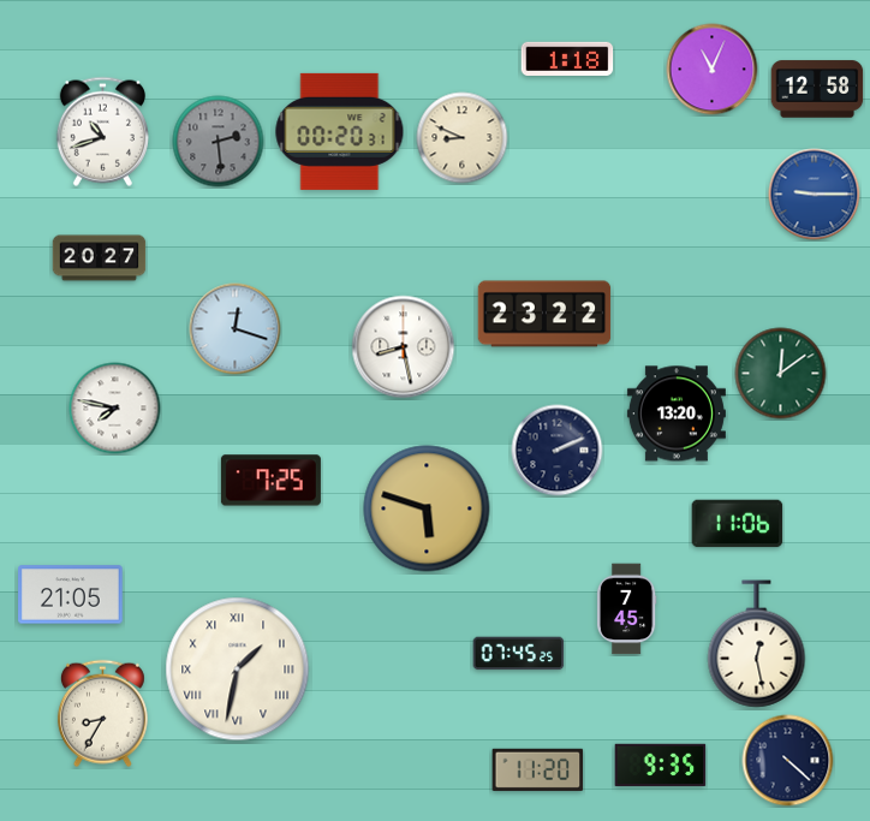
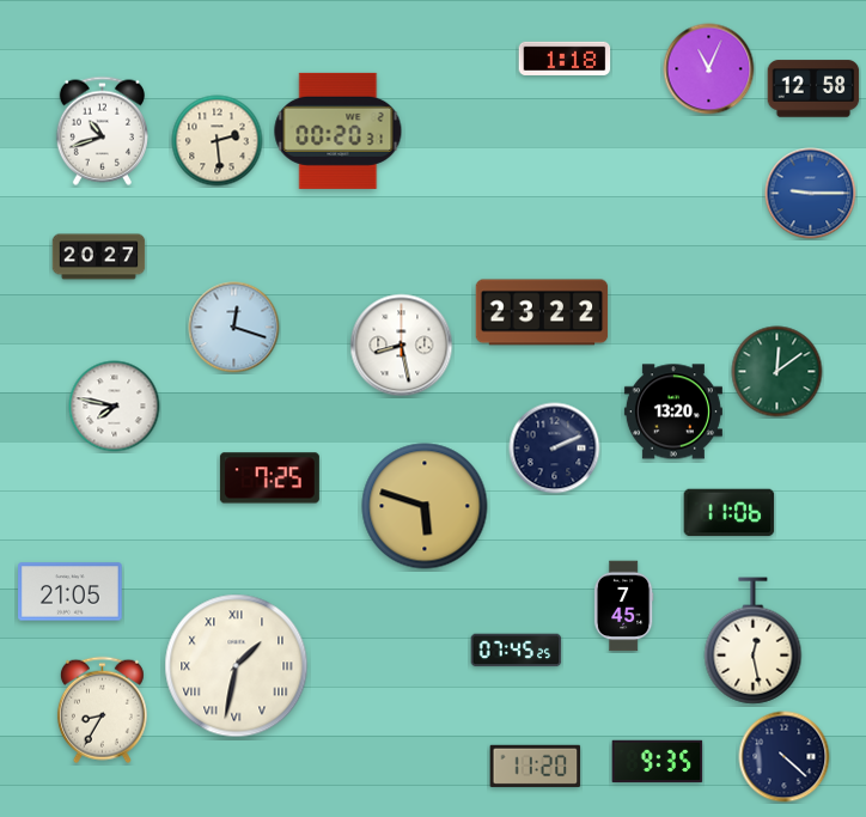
clock at (463, 138): 8:49 -> none
clock at (219, 142) dial: grey -> cream
clock at (738, 524) position: (738, 524) -> (730, 513)
